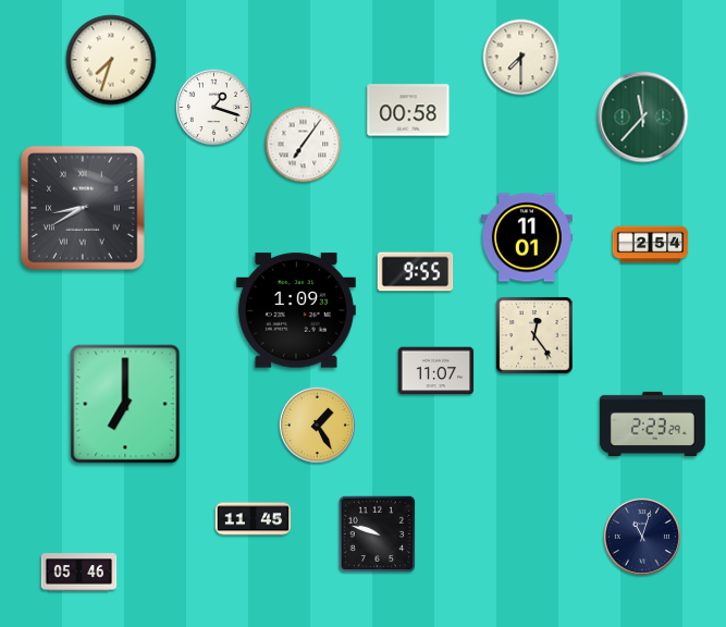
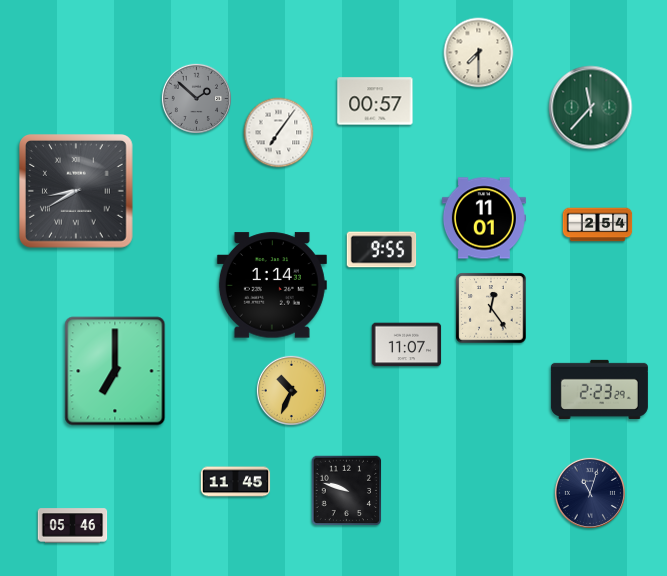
clock at (111, 60): 7:33 -> none
clock at (213, 107): 1:18 -> 1:52
clock at (213, 107) dial: white -> grey
clock at (408, 110): 00:58 -> 00:57
clock at (296, 310): 1:09 -> 1:14
clock at (436, 371) position: (436, 371) -> (407, 345)
clock at (317, 425): 1:25 -> 10:34
clock at (254, 519) position: (254, 519) -> (236, 482)
